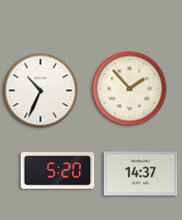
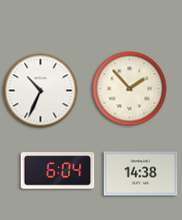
clock at (58, 171): 5:20 -> 6:04
clock at (141, 174): 14:37 -> 14:38
